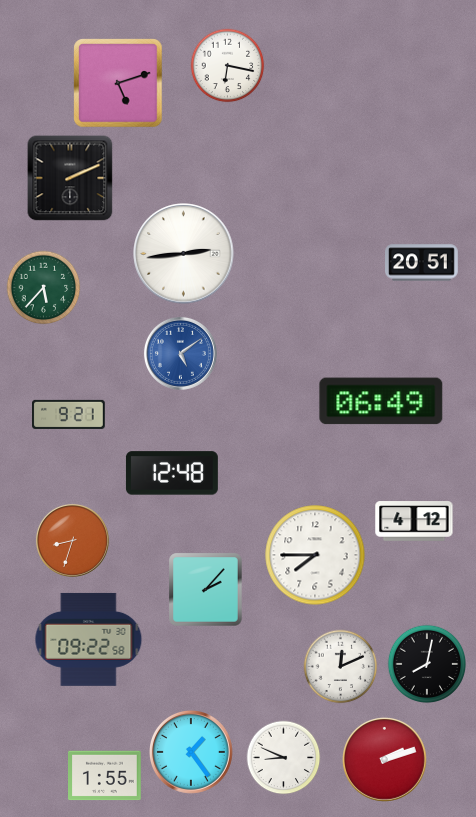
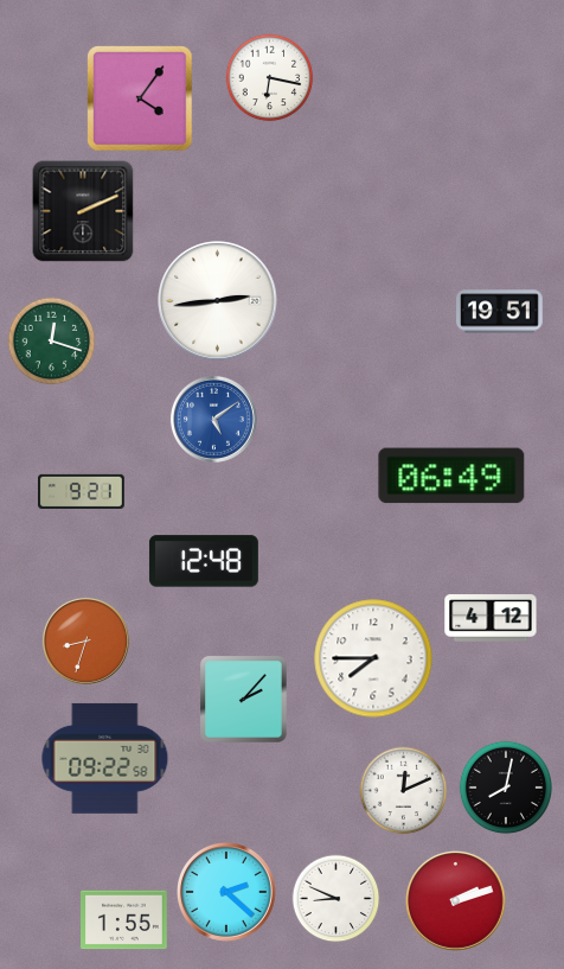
clock at (118, 83): 5:12 -> 4:06
clock at (422, 263): 20:51 -> 19:51
clock at (44, 288): 5:37 -> 12:18
clock at (192, 753): 1:24 -> 2:22
